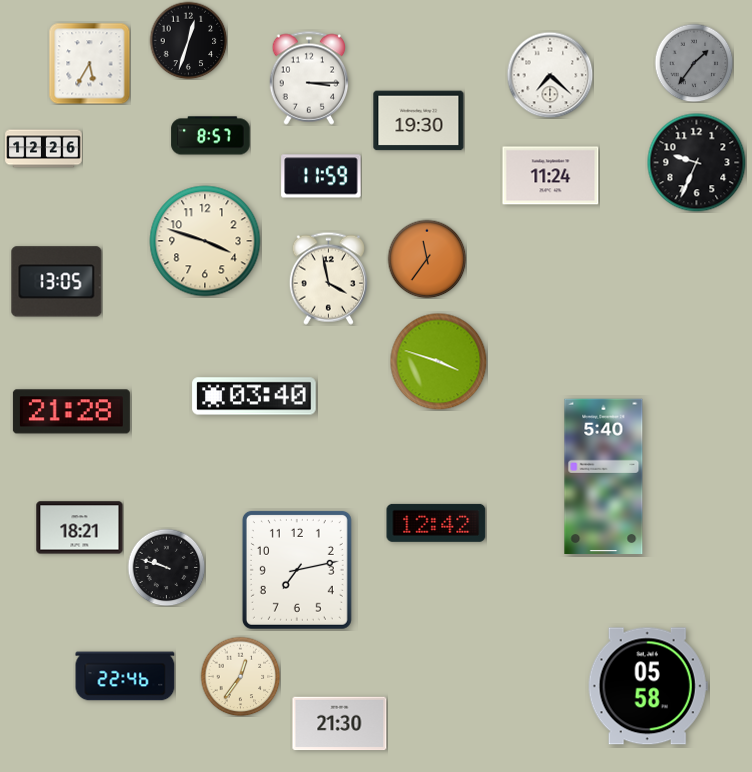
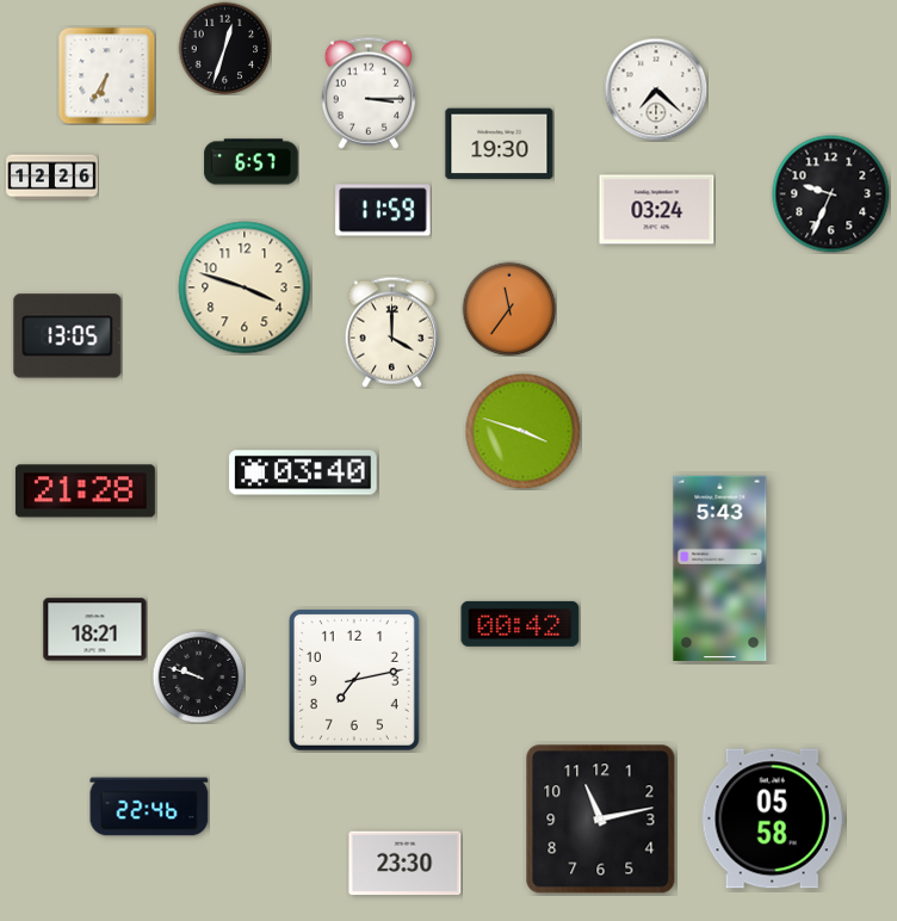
clock at (89, 63): 5:35 -> 6:35
clock at (694, 63): 1:36 -> none
clock at (211, 136): 8:57 -> 6:57
clock at (551, 176): 11:24 -> 03:24
clock at (328, 278): 3:58 -> 4:00
clock at (604, 476): 5:40 -> 5:43
clock at (436, 523): 12:42 -> 00:42
clock at (240, 676): 12:36 -> none
clock at (601, 820): none -> 11:13
clock at (340, 724): 21:30 -> 23:30
